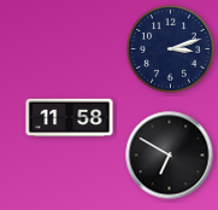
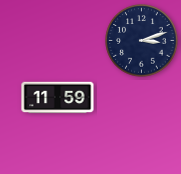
clock at (70, 118): 11:58 -> 11:59
clock at (170, 156): 6:50 -> none
